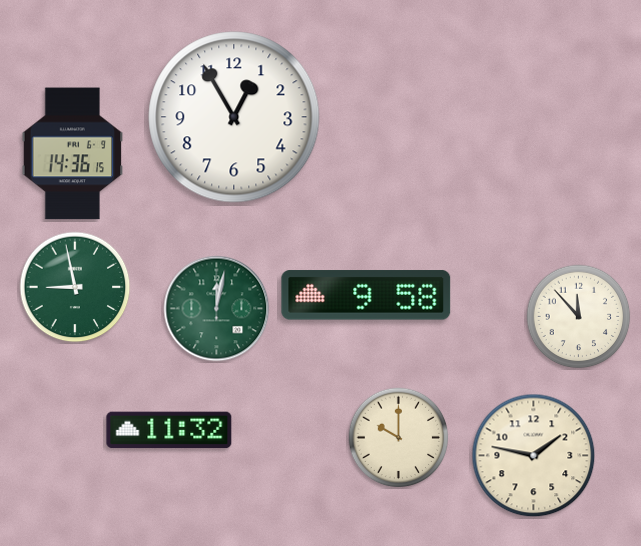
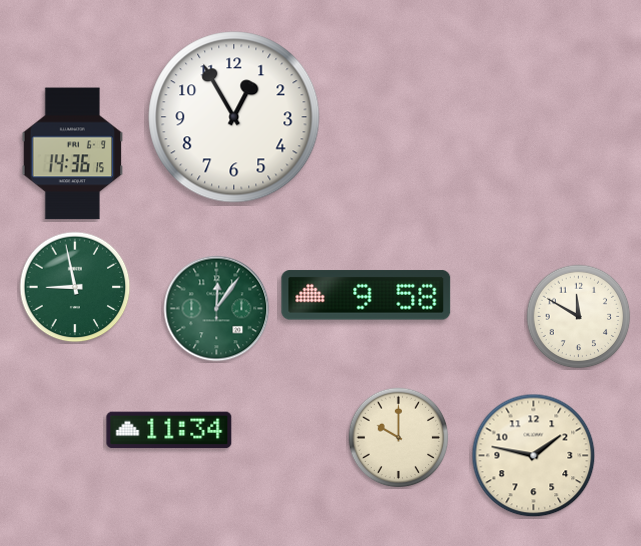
clock at (217, 309): 12:02 -> 12:06
clock at (579, 317): 11:53 -> 11:50
clock at (169, 430): 11:32 -> 11:34
